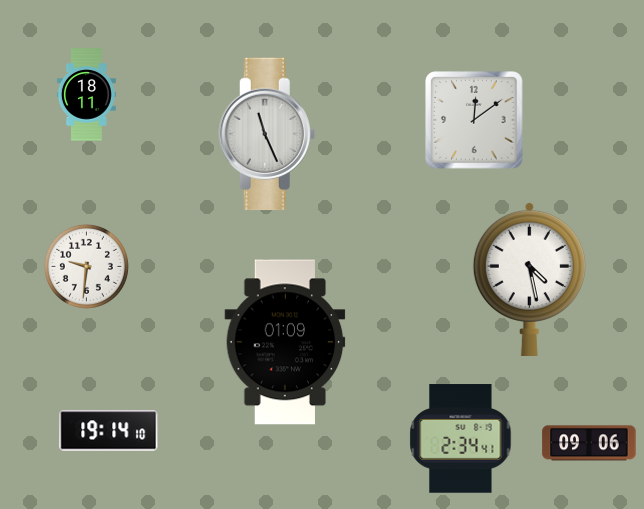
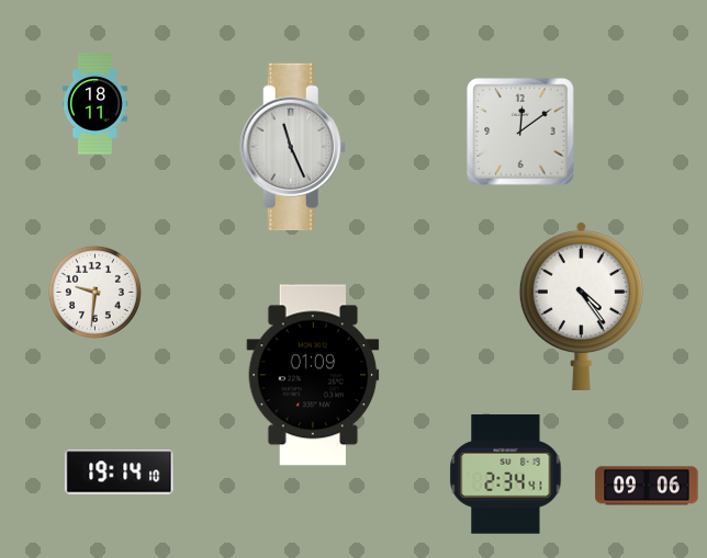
clock at (529, 279): 4:28 -> 4:24
clock at (461, 439) position: (461, 439) -> (506, 475)
